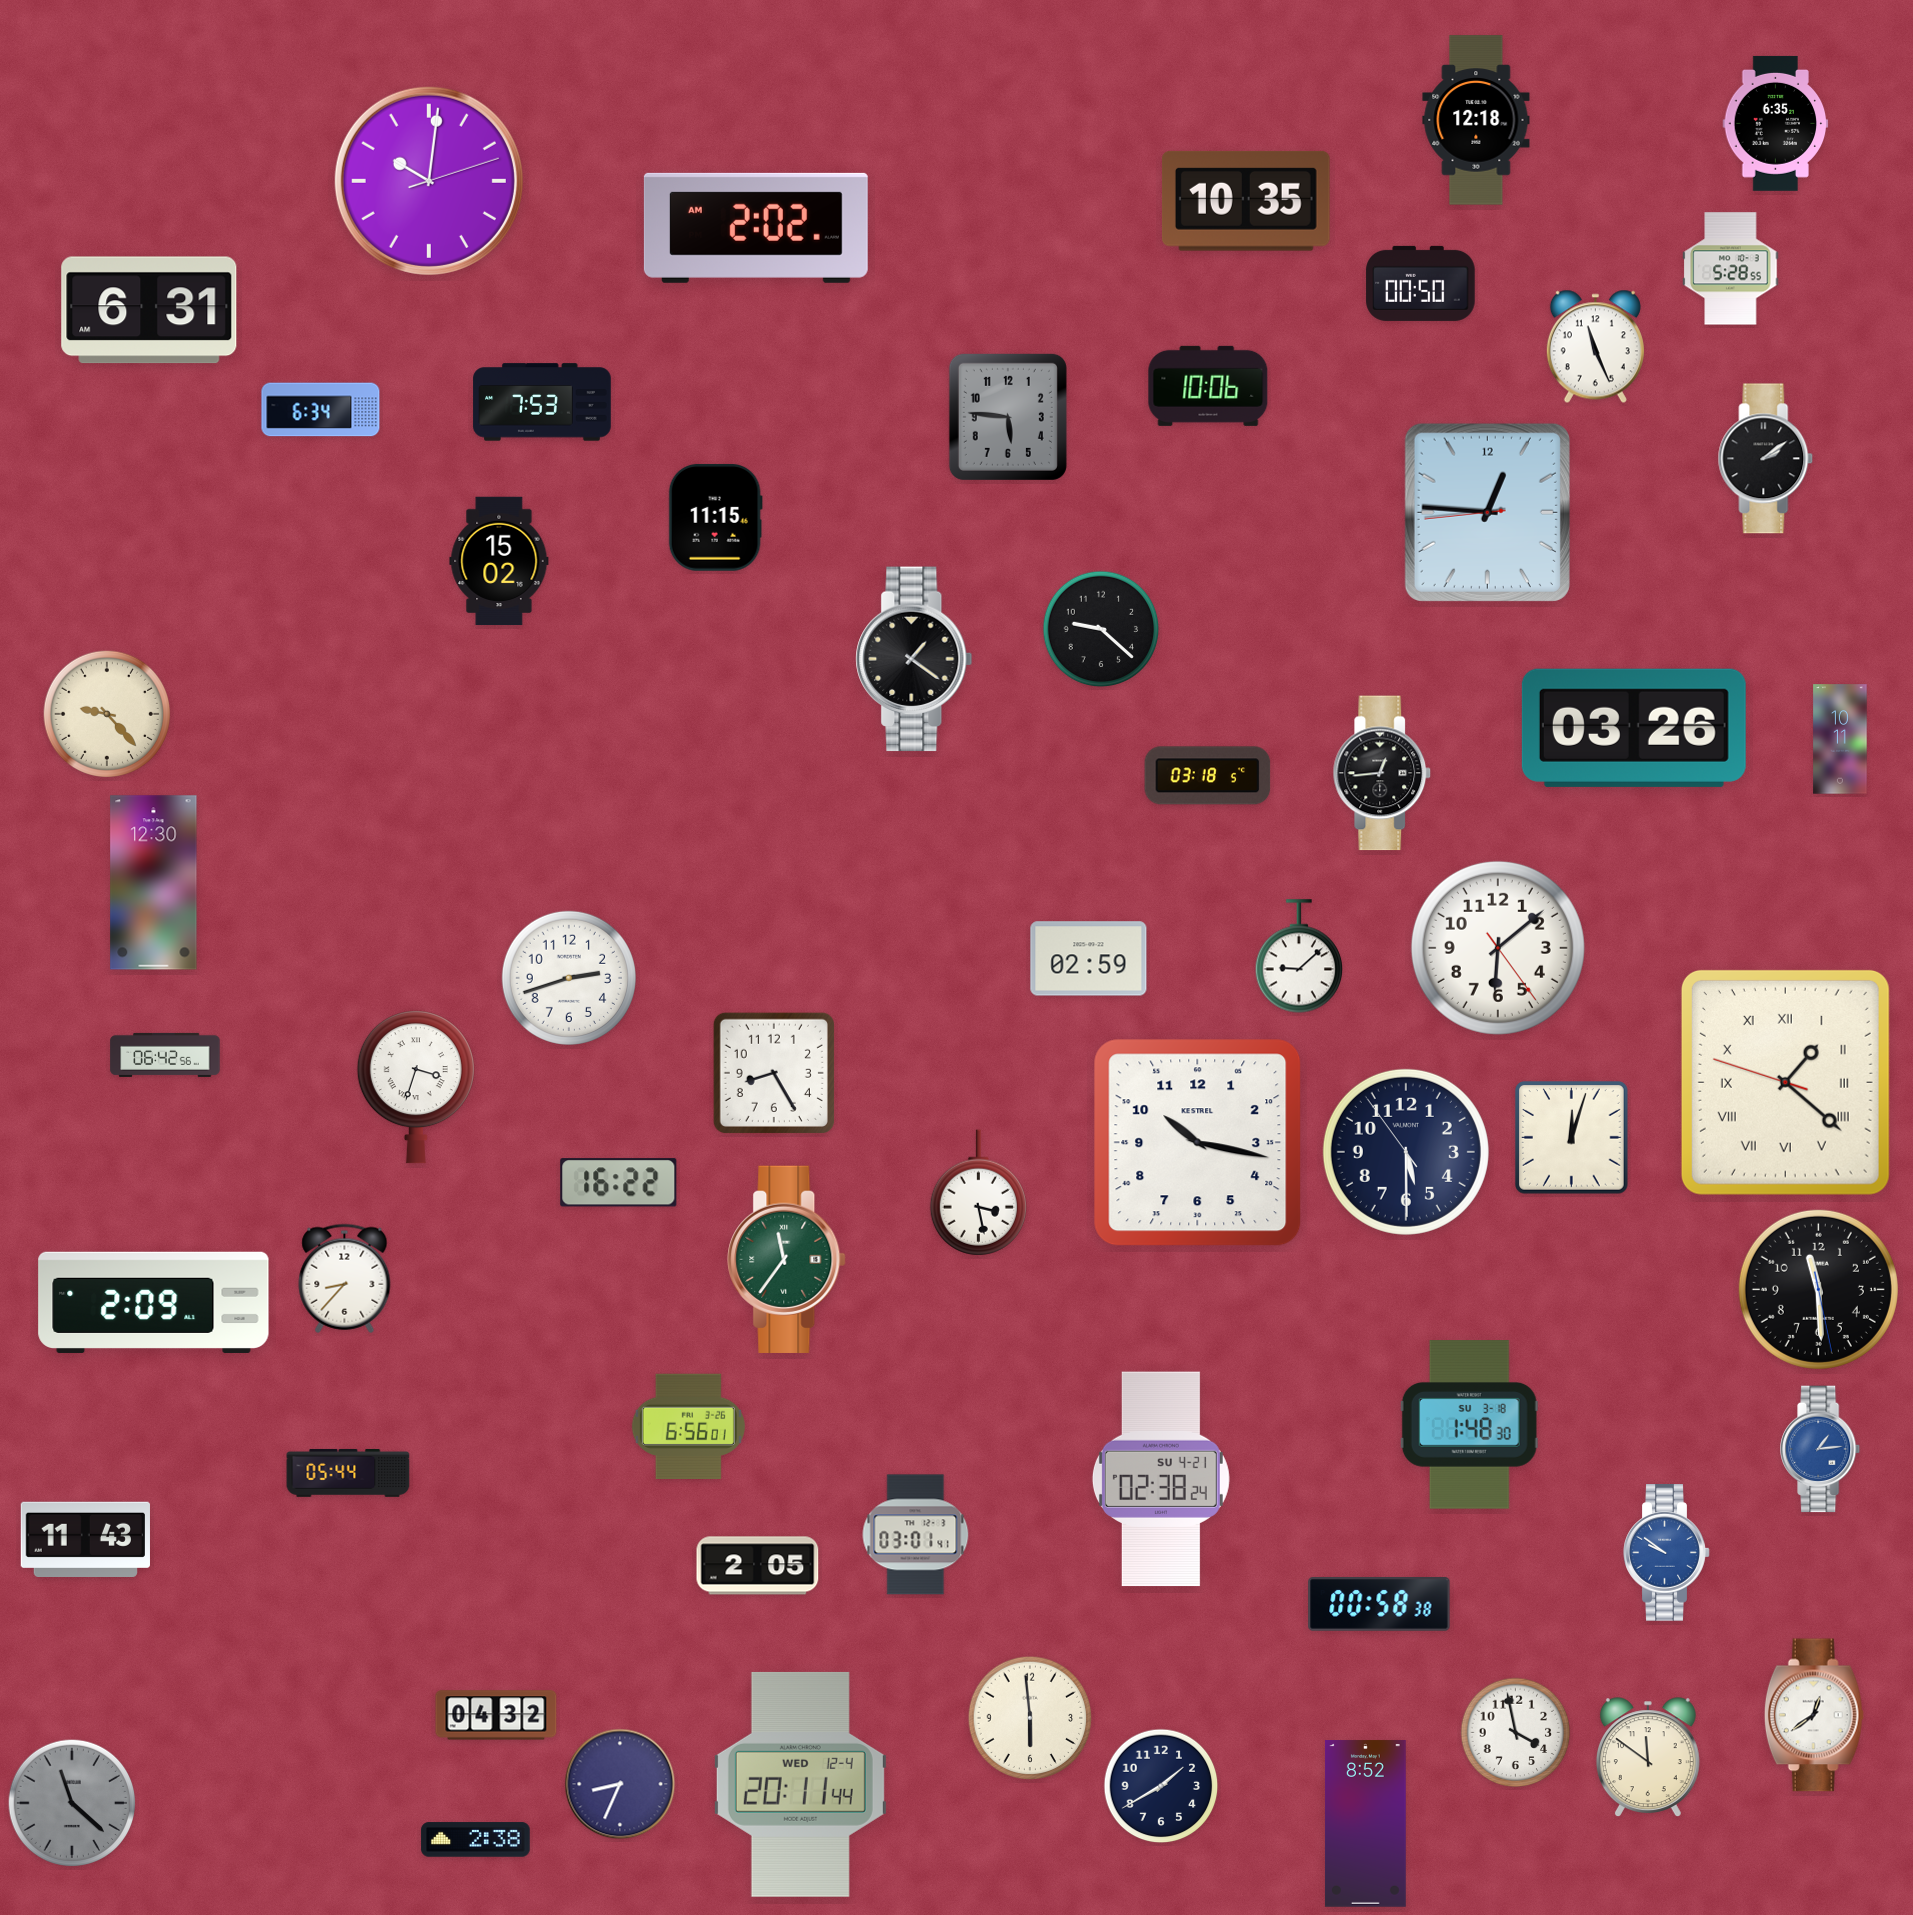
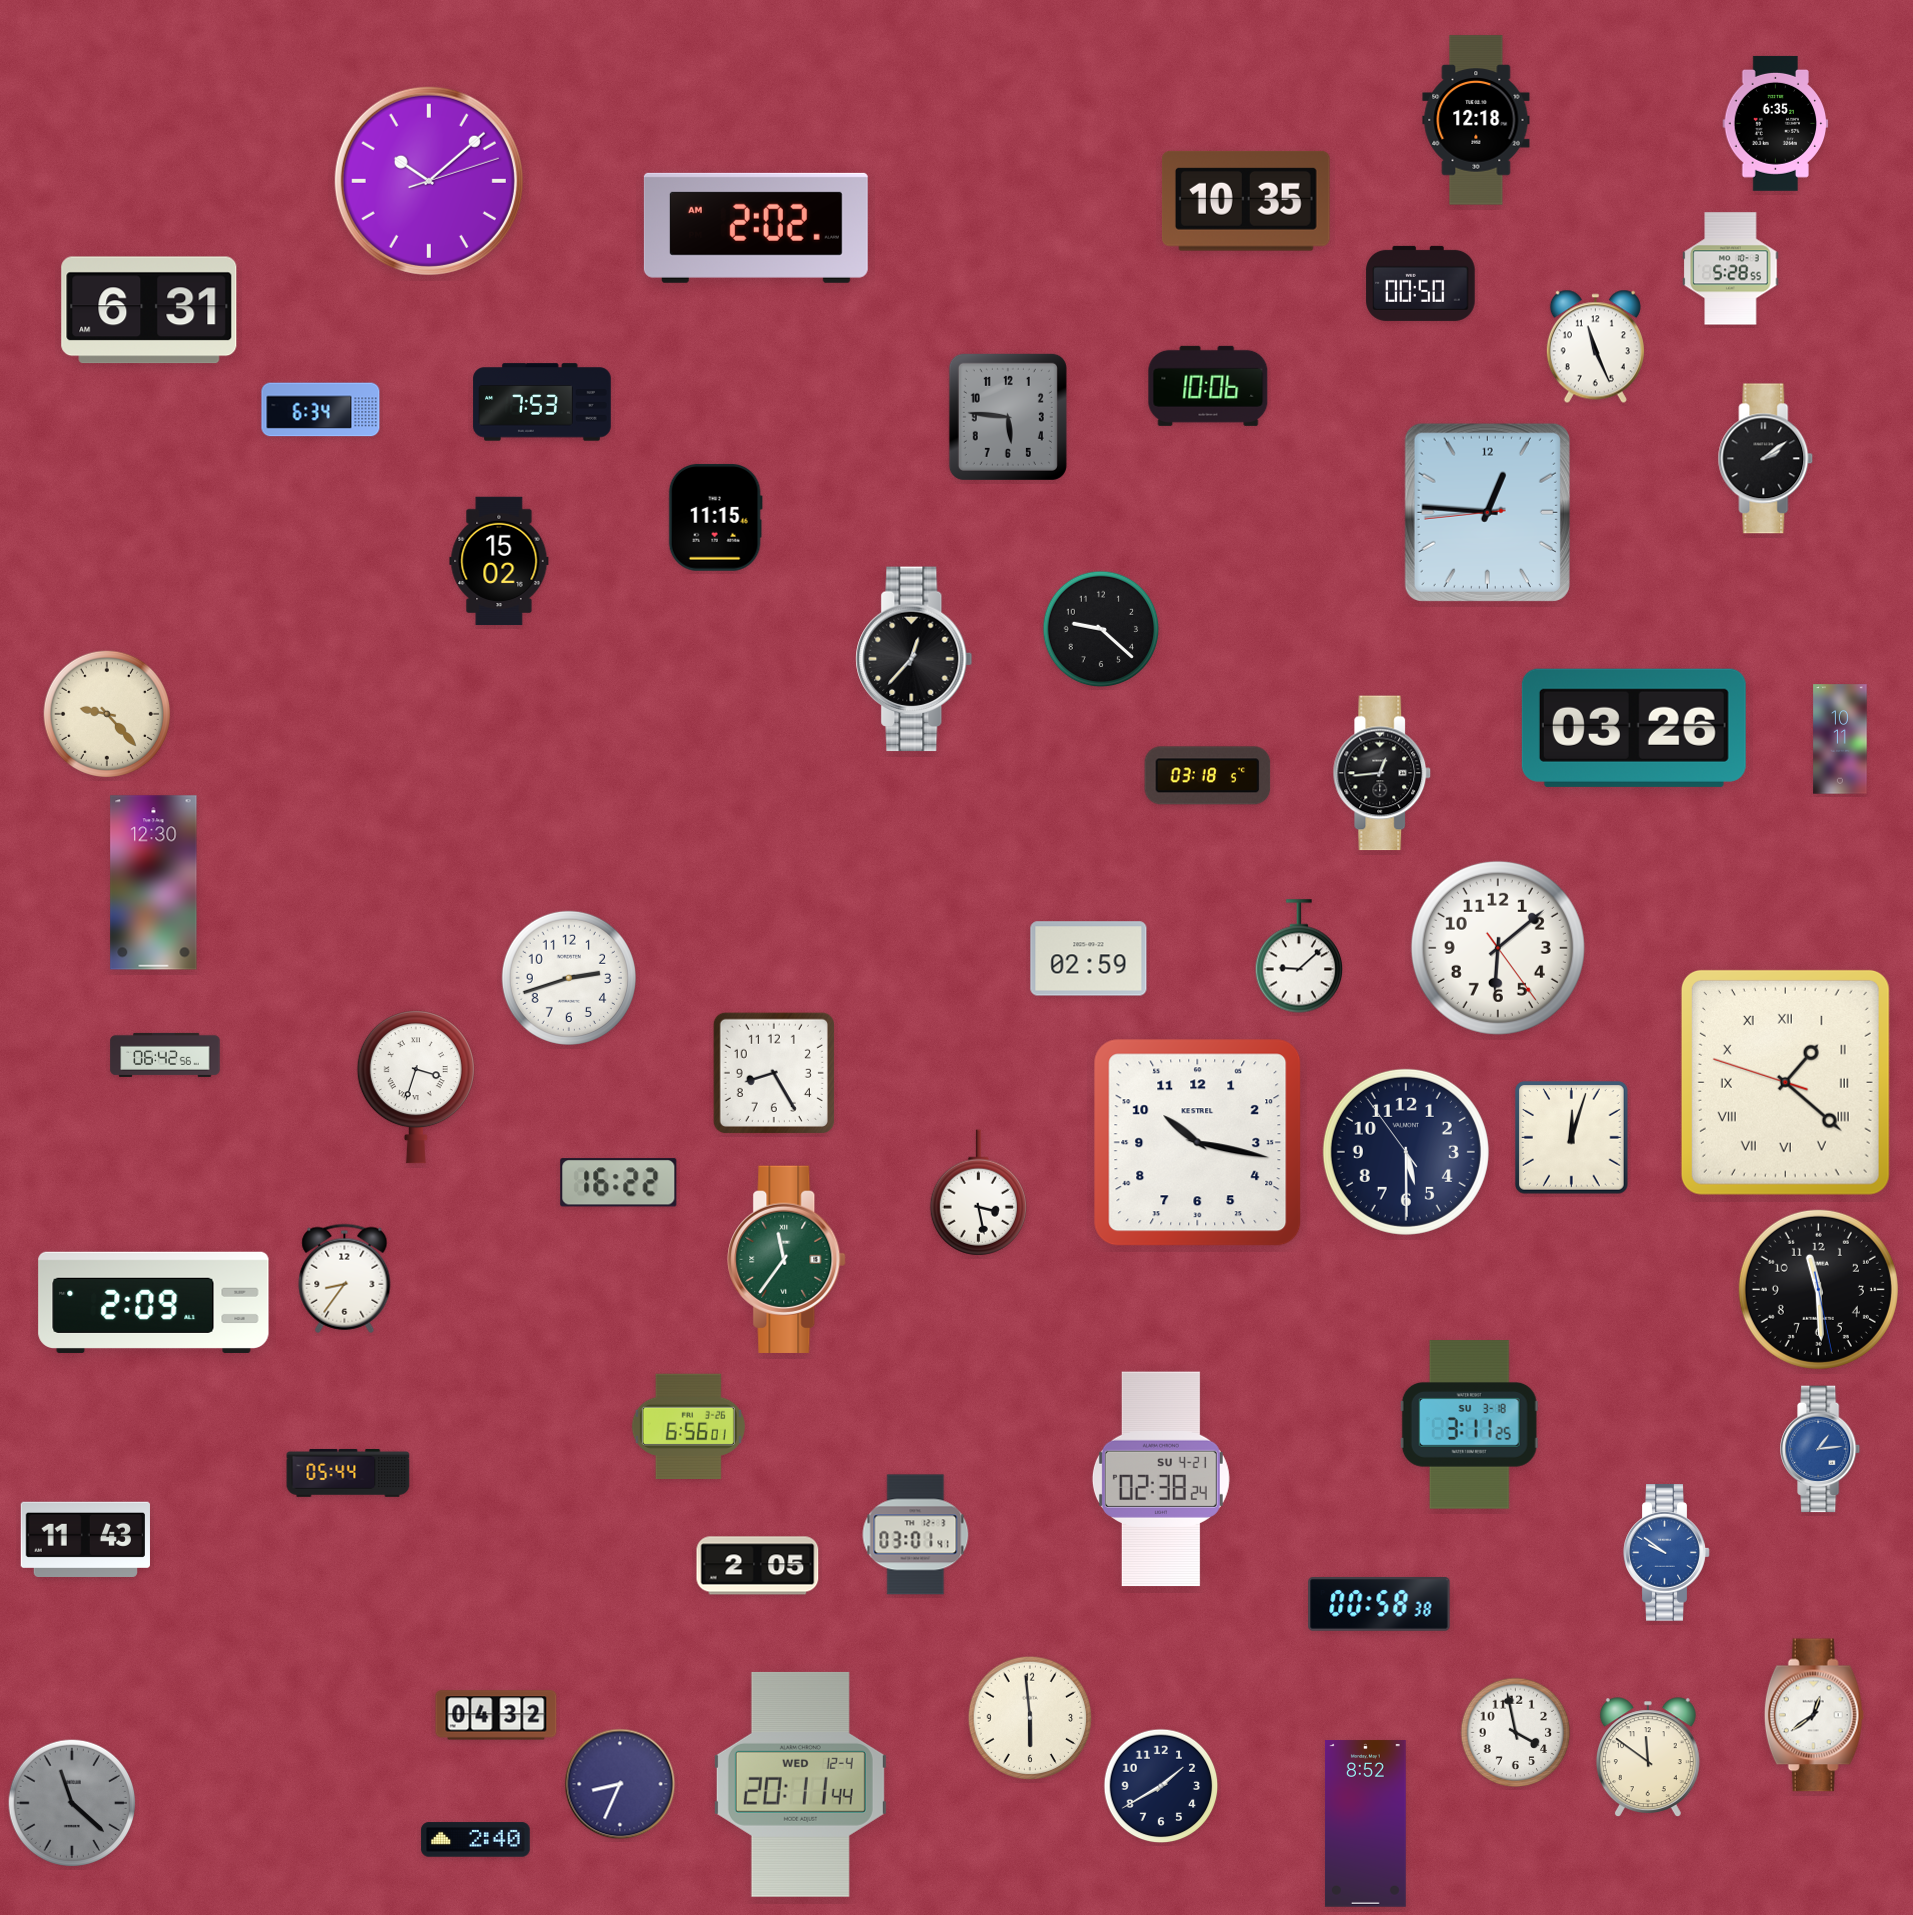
clock at (429, 181): 10:01 -> 10:08
clock at (914, 659): 1:21 -> 12:37
clock at (345, 1278): 8:37 -> 8:36
clock at (1469, 1425): 1:48 -> 3:11
clock at (476, 1840): 2:38 -> 2:40
